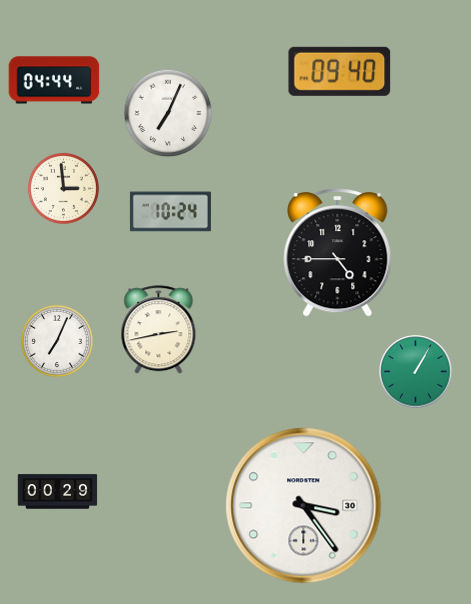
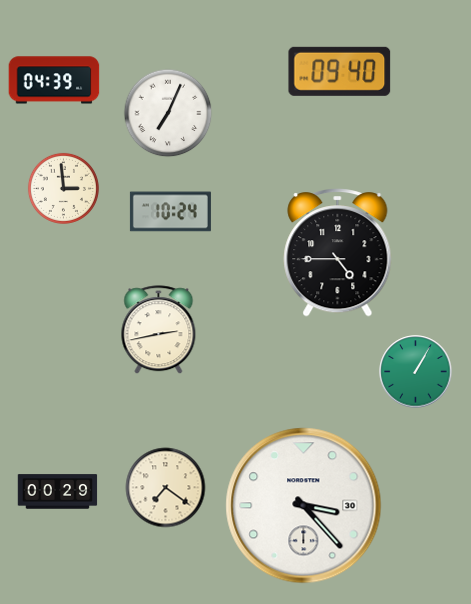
clock at (54, 80): 04:44 -> 04:39
clock at (57, 341): 7:04 -> none
clock at (166, 488): none -> 7:21
clock at (304, 506): 3:24 -> 3:23
